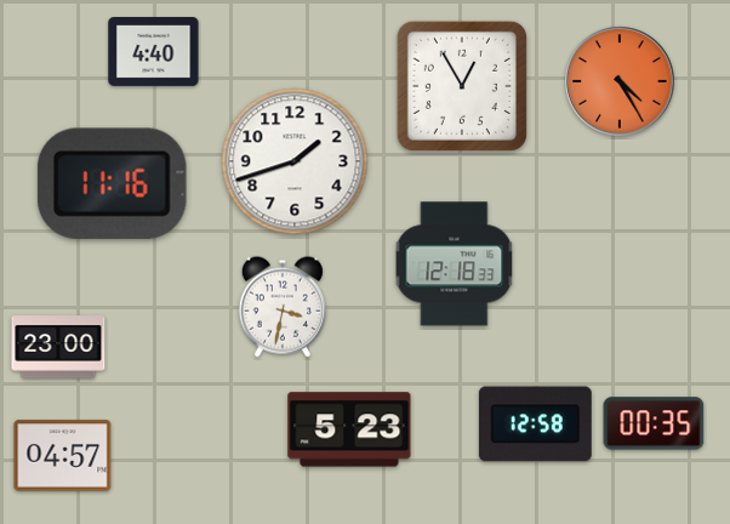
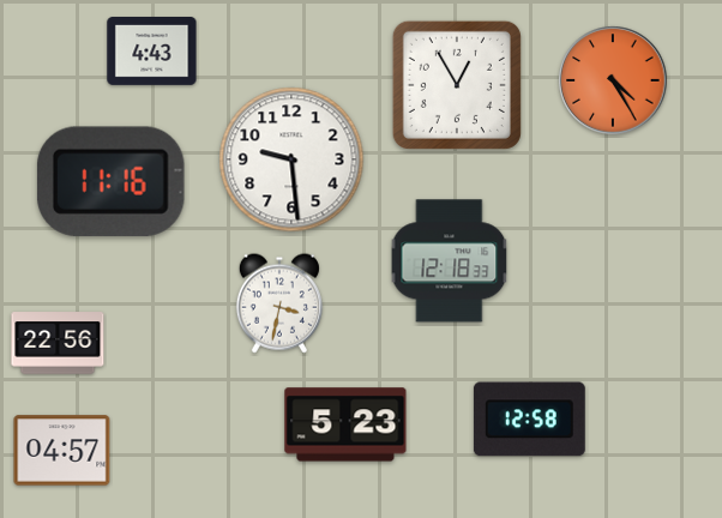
clock at (154, 52): 4:40 -> 4:43
clock at (295, 161): 1:42 -> 9:29
clock at (58, 347): 23:00 -> 22:56
clock at (654, 423): 00:35 -> none
